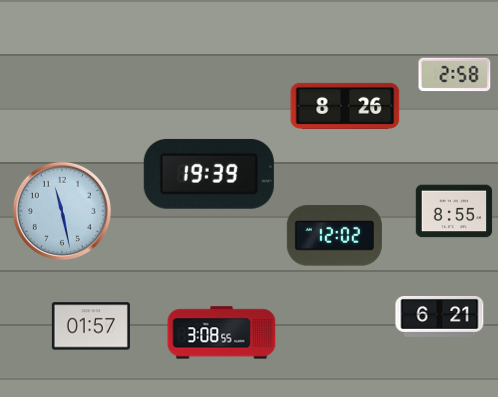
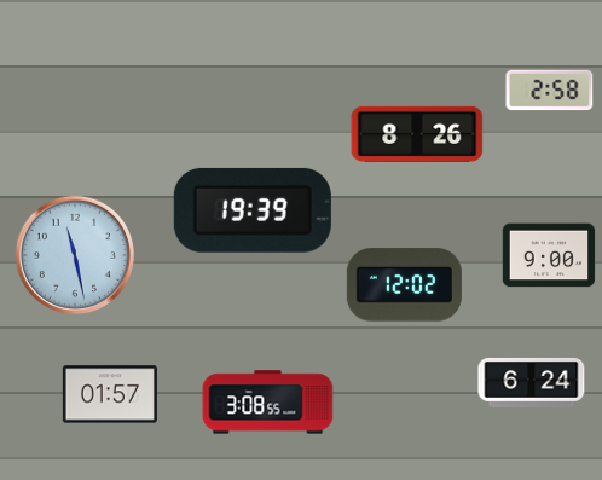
clock at (345, 106) position: (345, 106) -> (417, 134)
clock at (454, 211): 8:55 -> 9:00
clock at (440, 316): 6:21 -> 6:24
